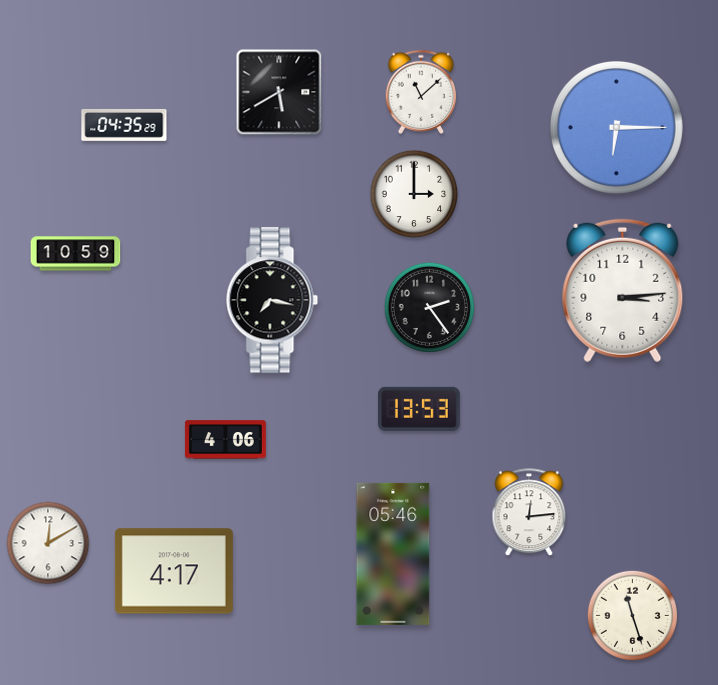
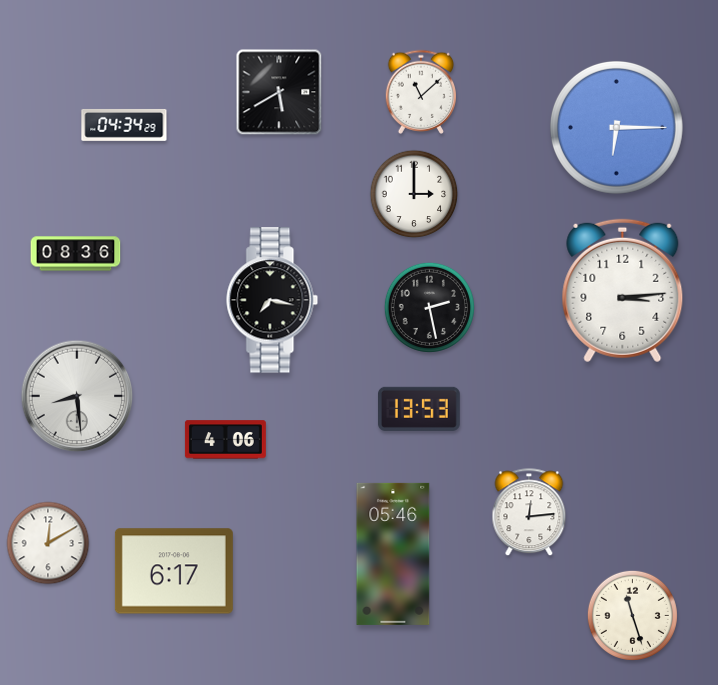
clock at (124, 125): 04:35 -> 04:34
clock at (76, 254): 10:59 -> 08:36
clock at (429, 307): 2:24 -> 2:28
clock at (77, 396): none -> 8:29
clock at (174, 571): 4:17 -> 6:17
